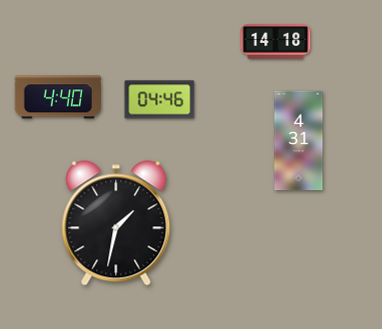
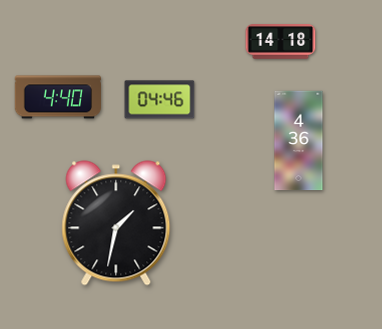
clock at (276, 42) position: (276, 42) -> (281, 42)
clock at (299, 141): 4:31 -> 4:36
